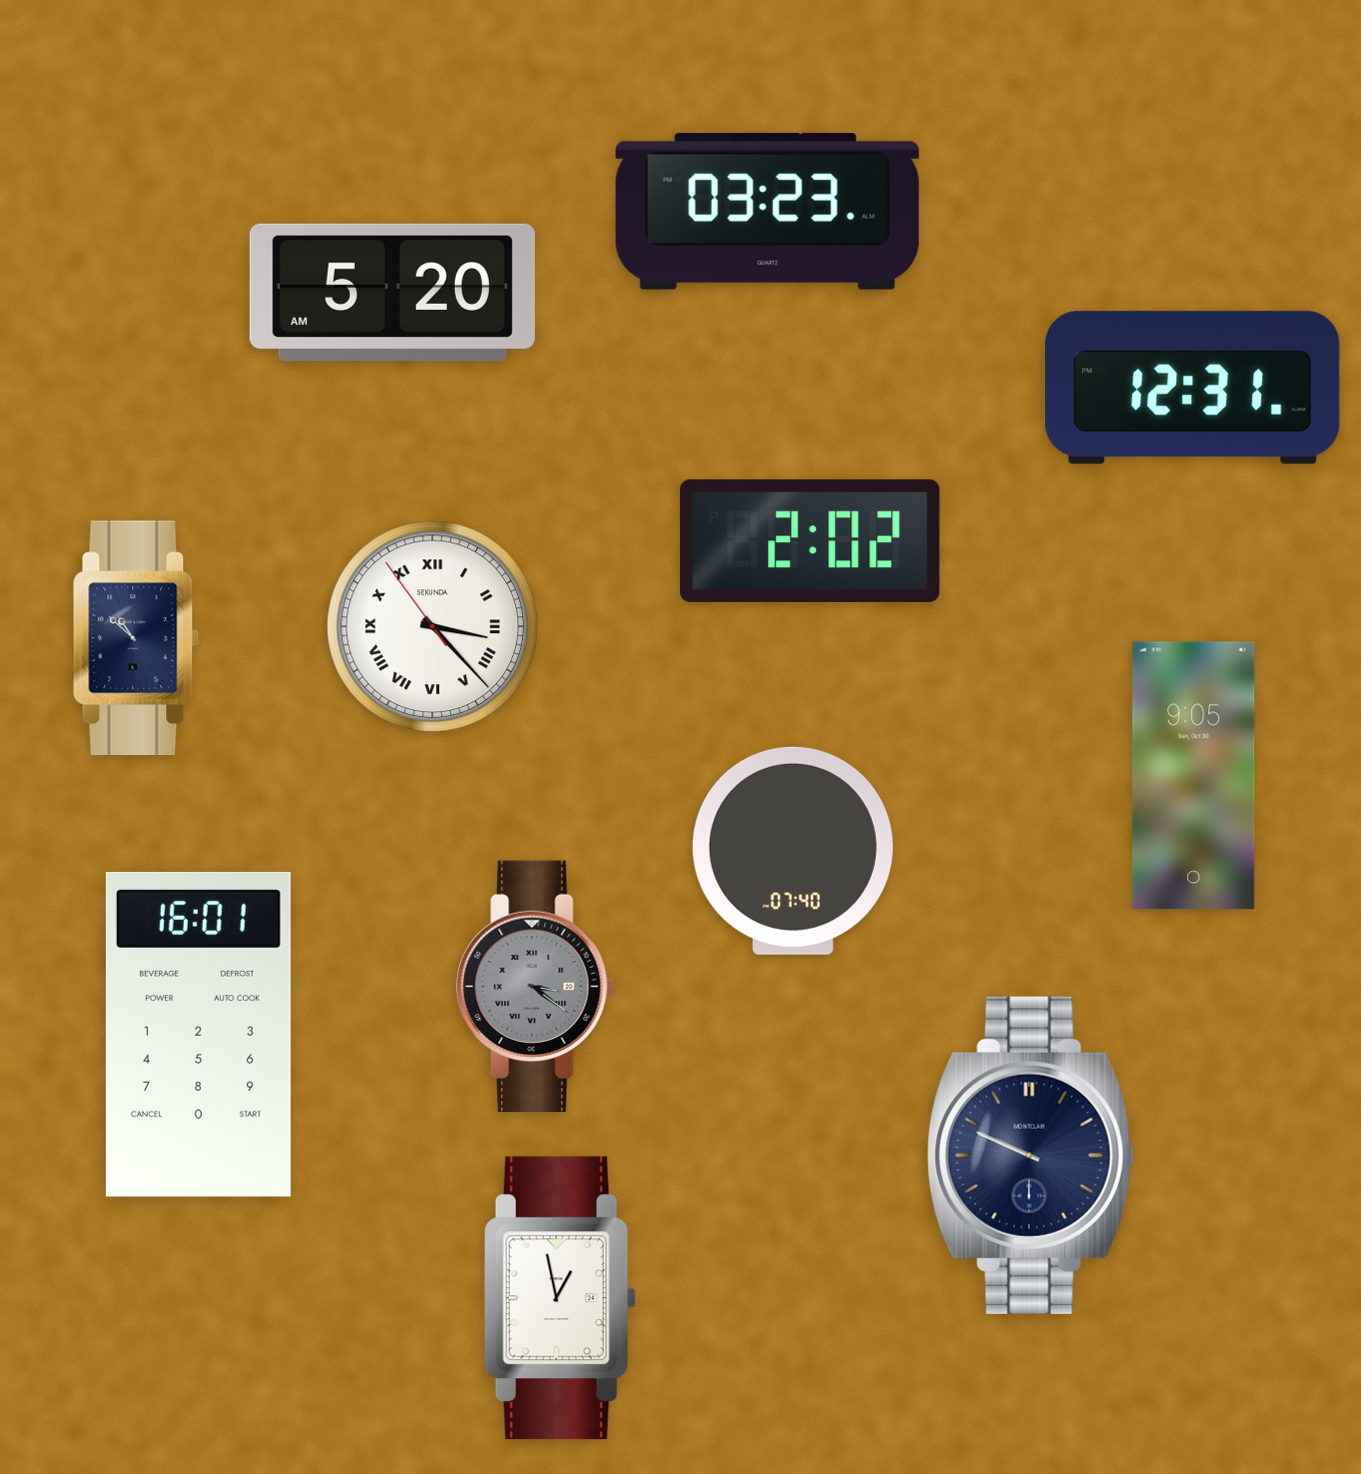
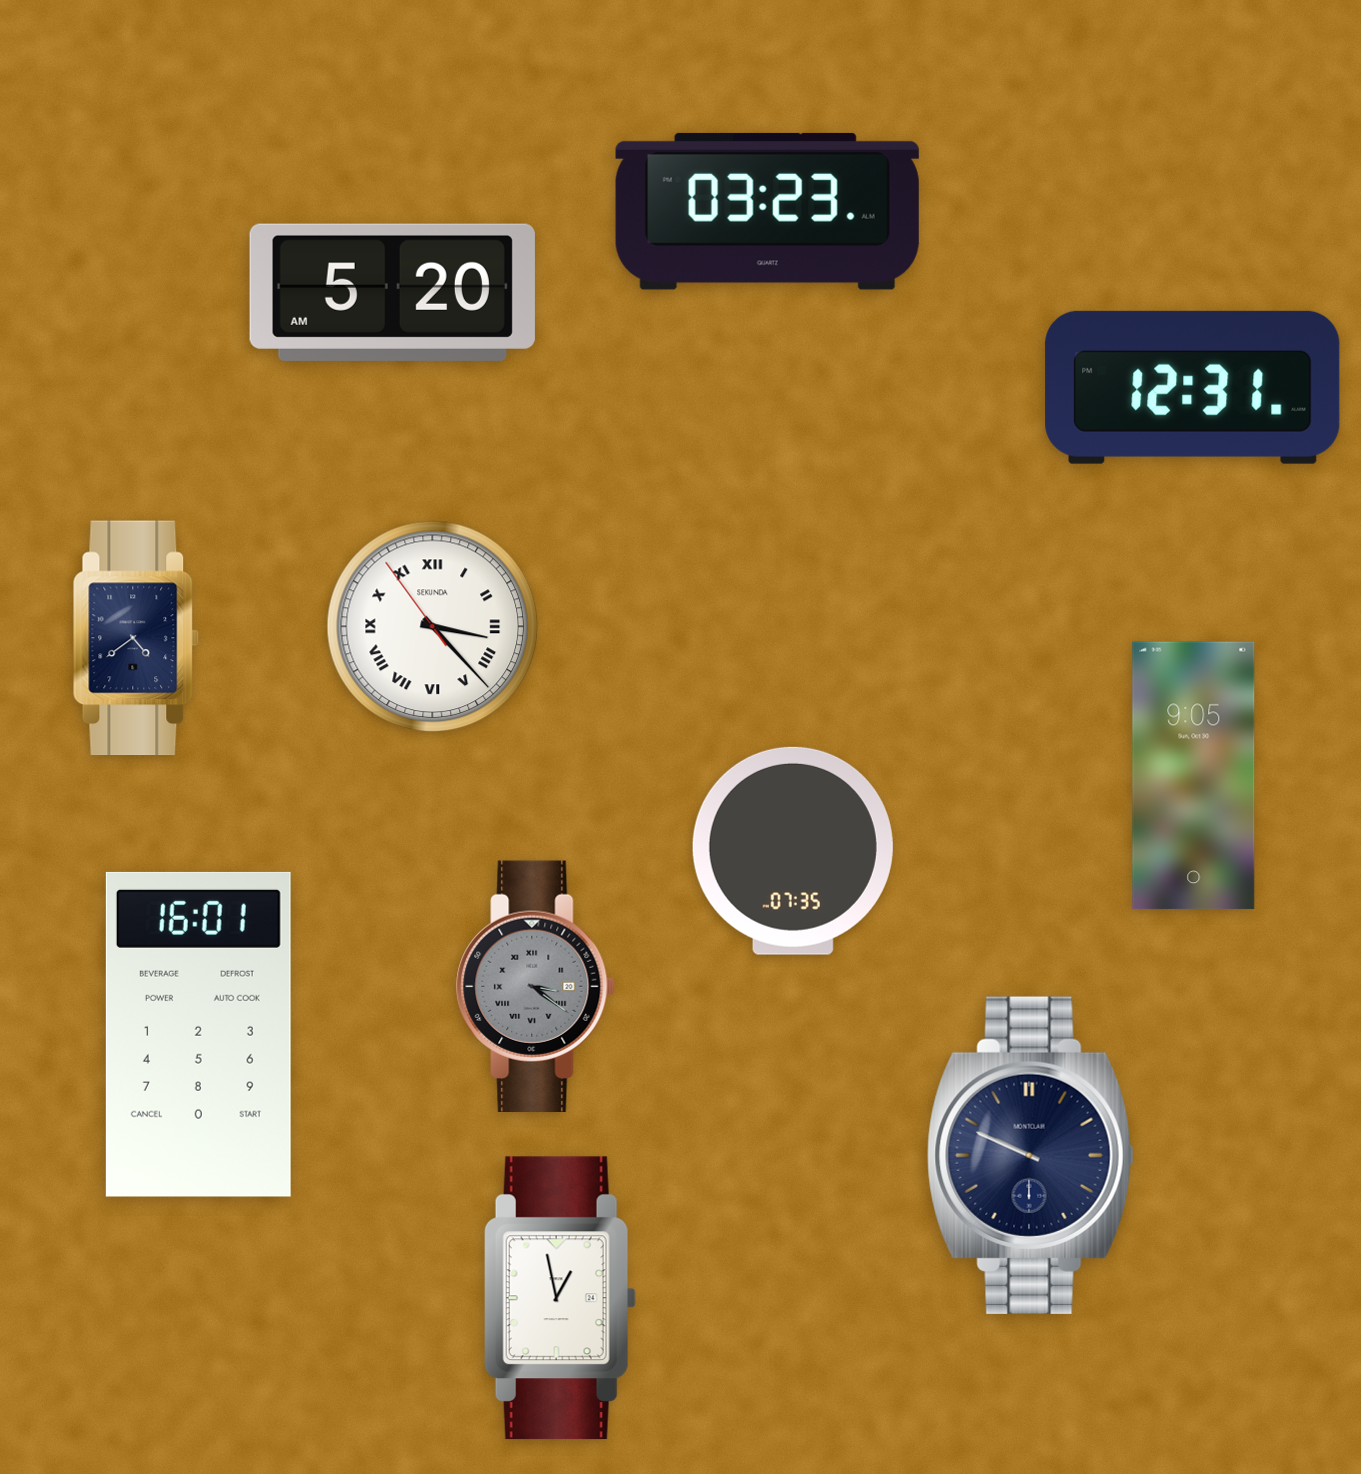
clock at (810, 541): 2:02 -> none
clock at (136, 638): 10:52 -> 4:39
clock at (793, 851): 07:40 -> 07:35
